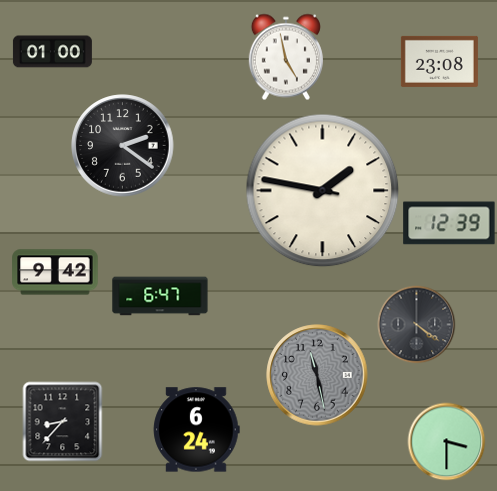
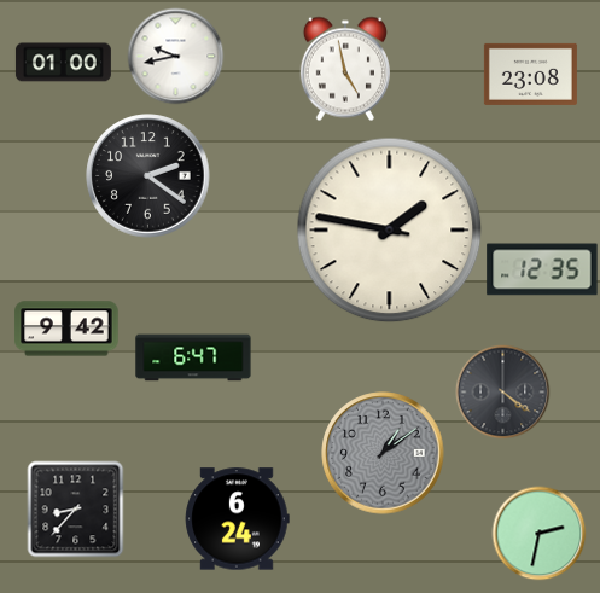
clock at (175, 56): none -> 9:43
clock at (449, 223): 12:39 -> 12:35
clock at (317, 375): 11:28 -> 1:09
clock at (446, 441): 3:30 -> 2:32
